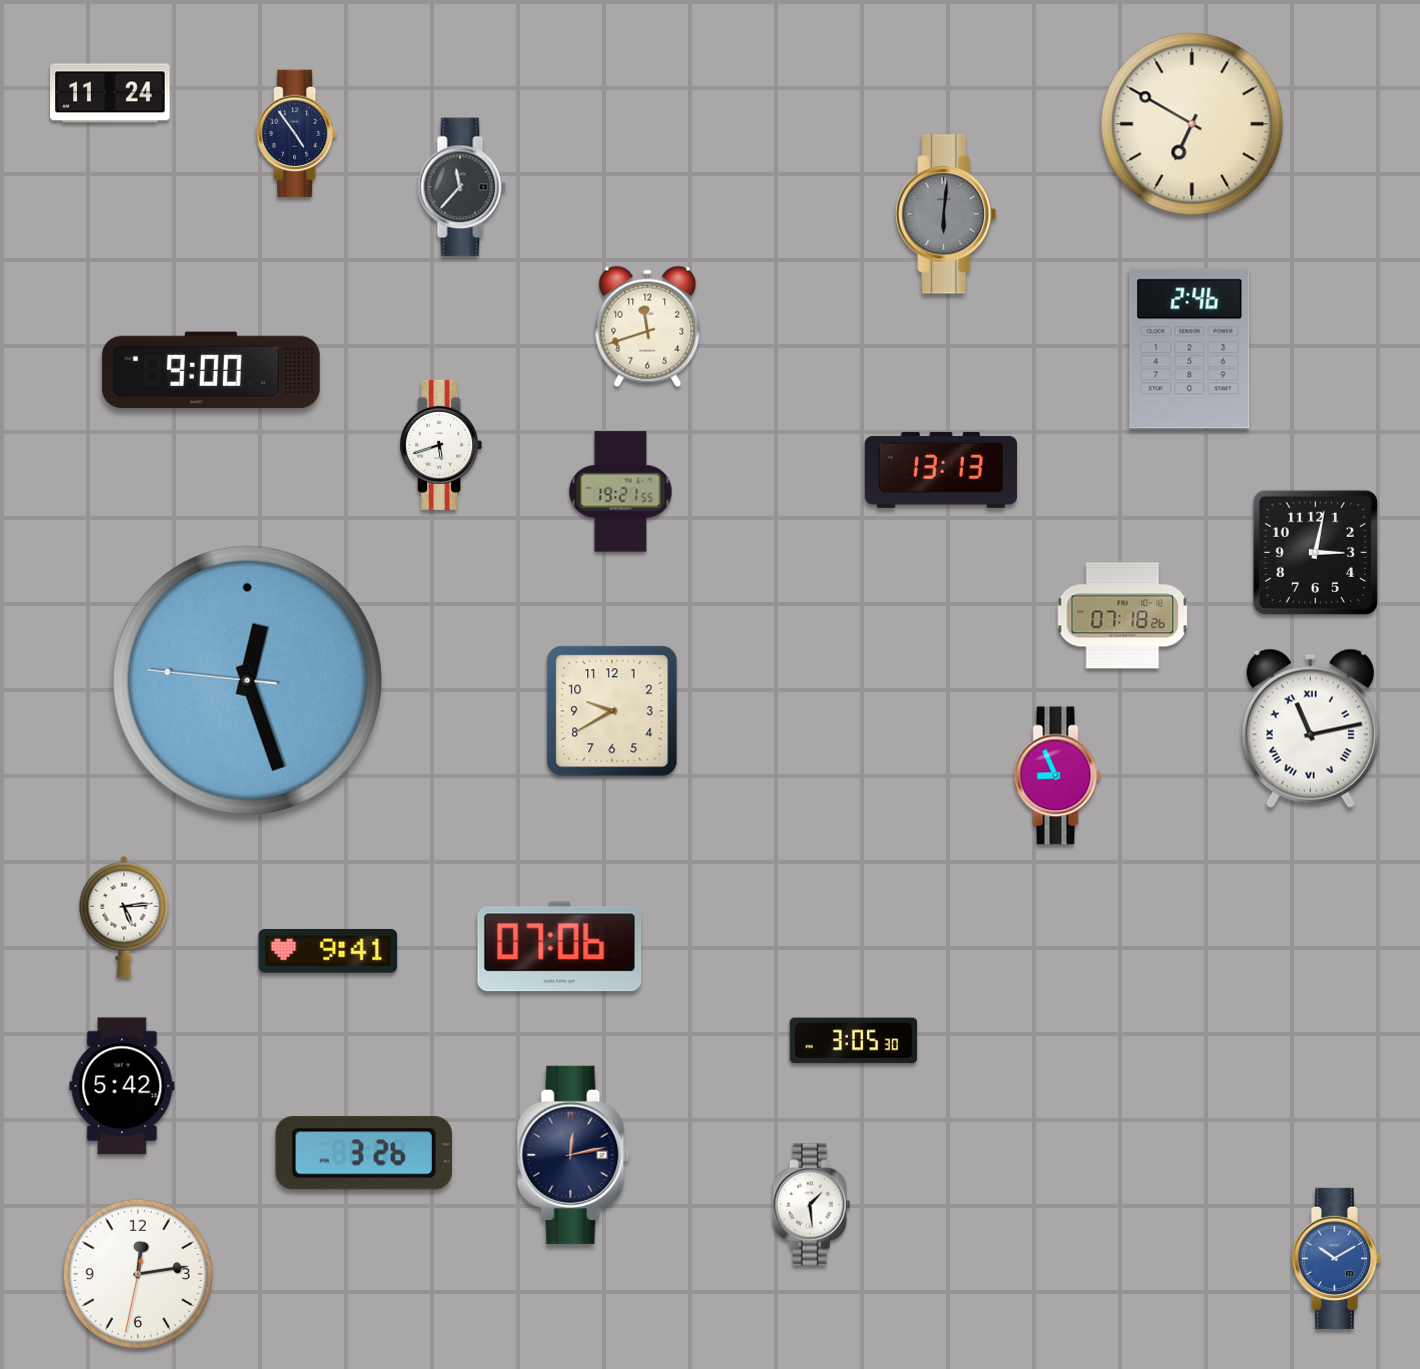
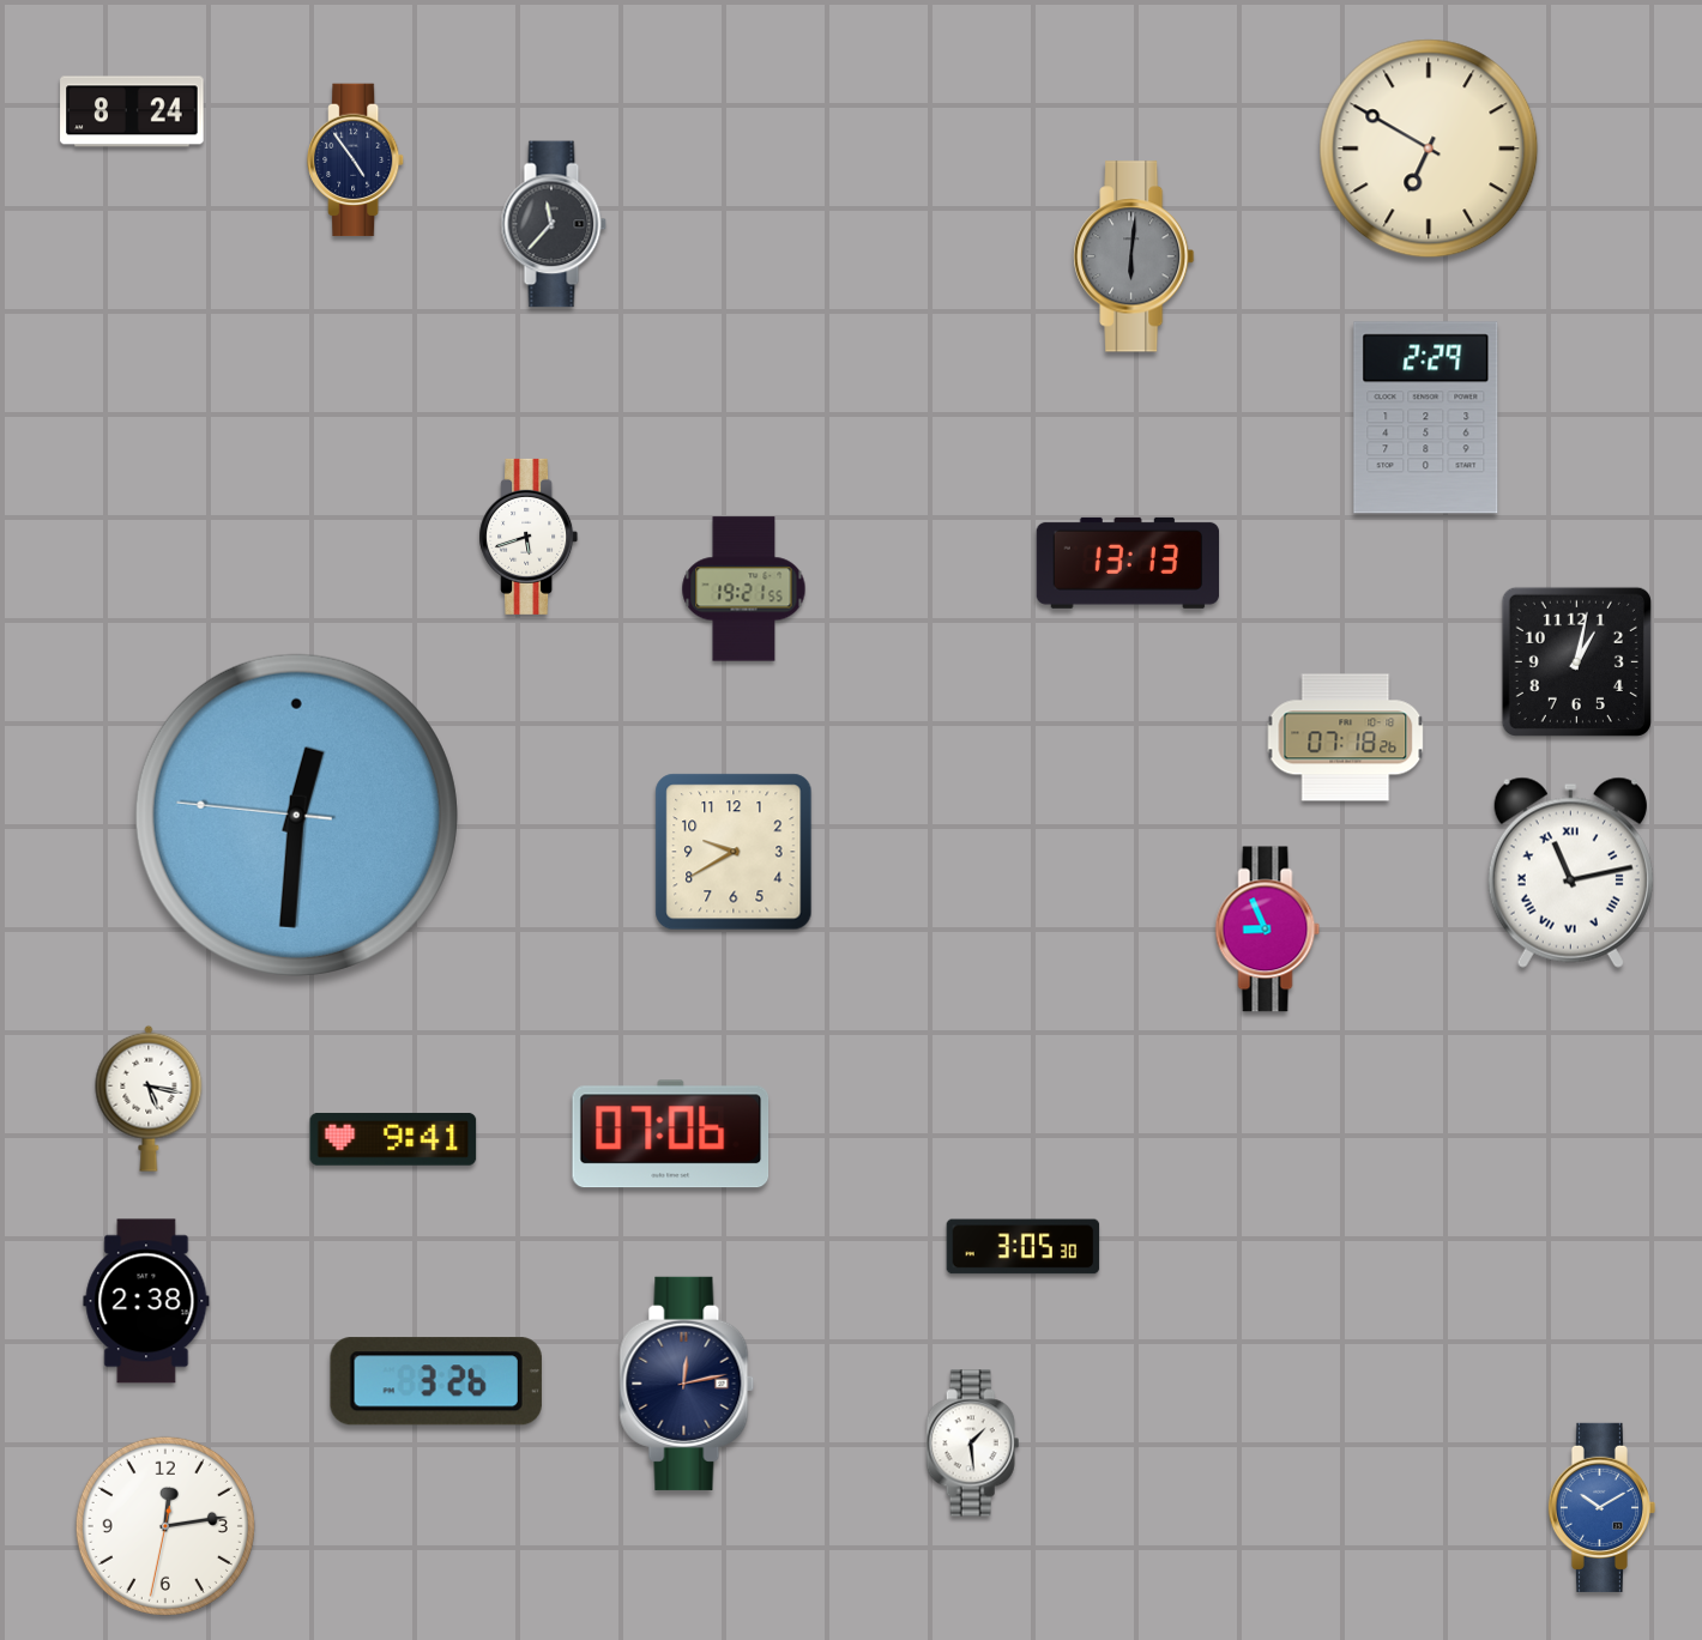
clock at (110, 93): 11:24 -> 8:24
clock at (648, 327): 11:42 -> none
clock at (1190, 349): 2:46 -> 2:29
clock at (211, 370): 9:00 -> none
clock at (441, 445) position: (441, 445) -> (529, 537)
clock at (1315, 552): 3:02 -> 1:02
clock at (247, 680): 12:26 -> 12:30
clock at (124, 917): 5:14 -> 5:17
clock at (122, 1086): 5:42 -> 2:38
